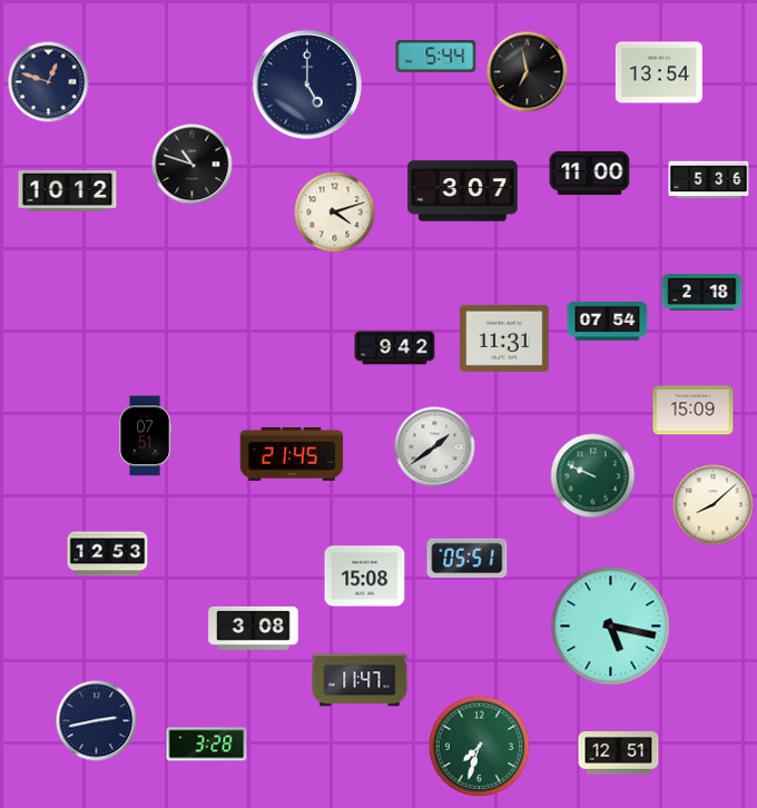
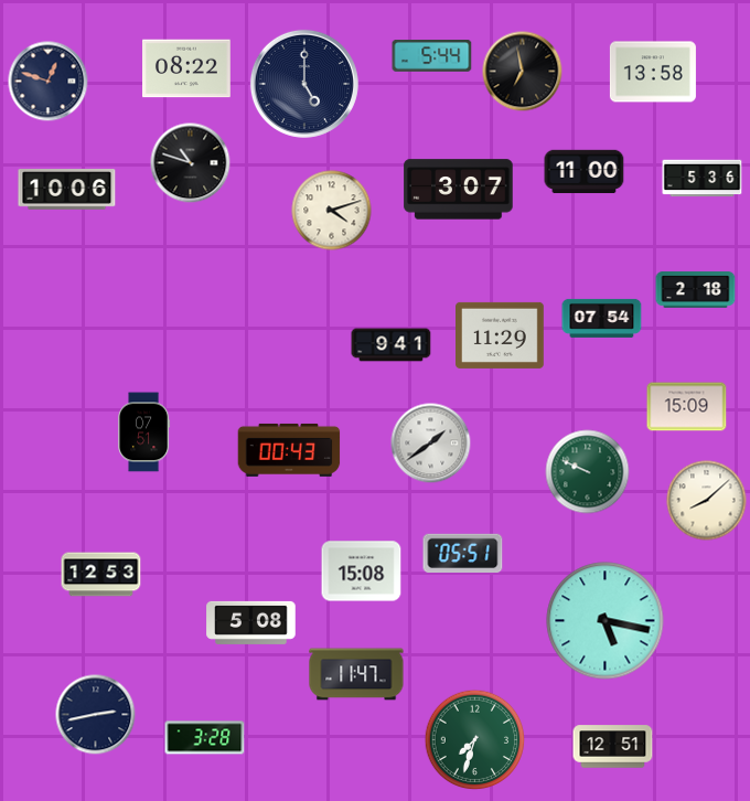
clock at (187, 68): none -> 08:22
clock at (659, 72): 13:54 -> 13:58
clock at (68, 191): 10:12 -> 10:06
clock at (505, 338): 11:31 -> 11:29
clock at (395, 348): 9:42 -> 9:41
clock at (292, 454): 21:45 -> 00:43
clock at (108, 554) position: (108, 554) -> (101, 575)
clock at (254, 628): 3:08 -> 5:08
